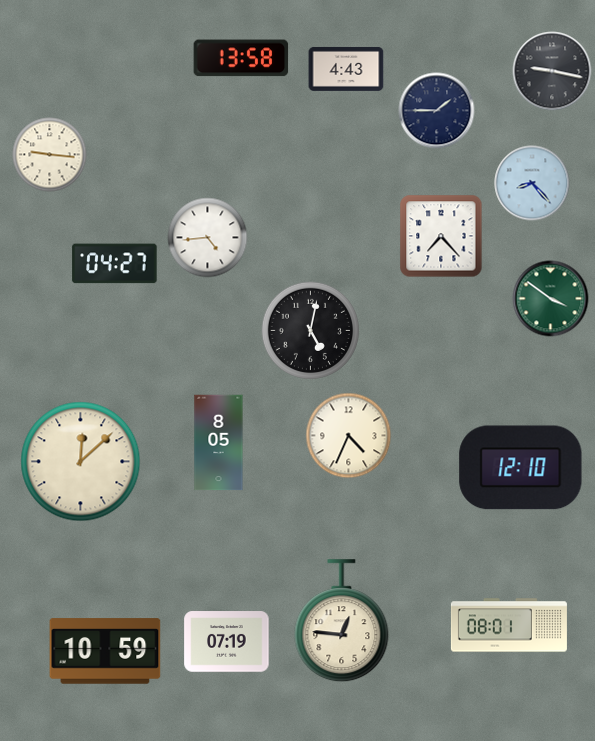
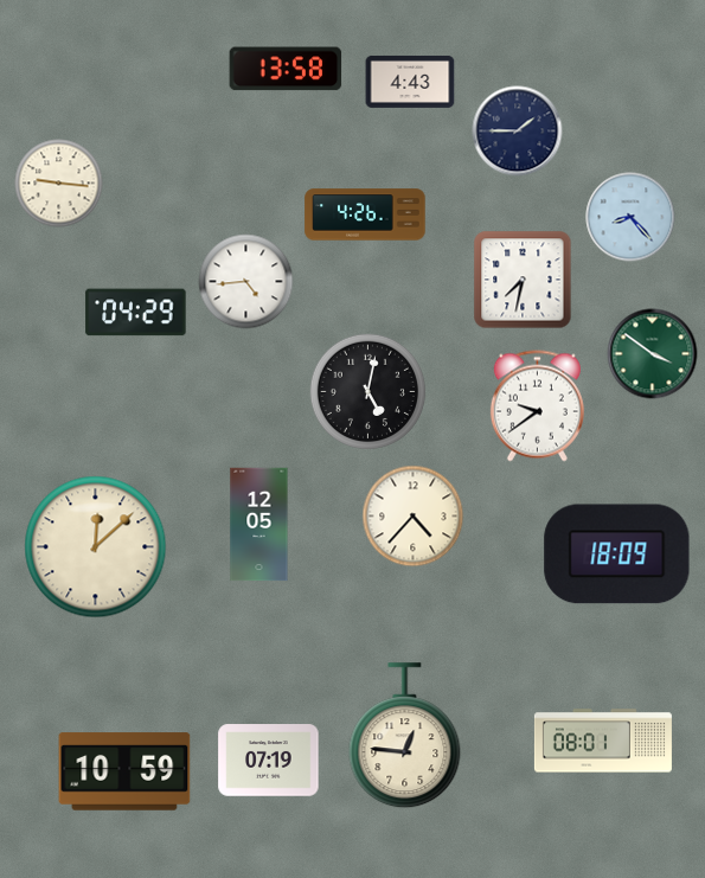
clock at (552, 71): 9:17 -> none
clock at (365, 214): none -> 4:26
clock at (441, 236): 7:23 -> 7:32
clock at (115, 264): 04:27 -> 04:29
clock at (537, 406): none -> 9:39
clock at (349, 436): 4:34 -> 4:37
clock at (219, 443): 8:05 -> 12:05
clock at (521, 468): 12:10 -> 18:09
